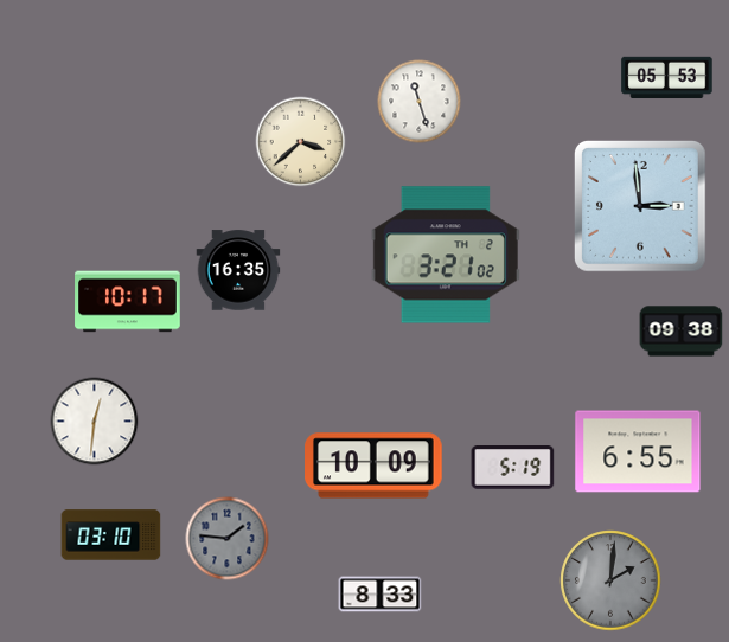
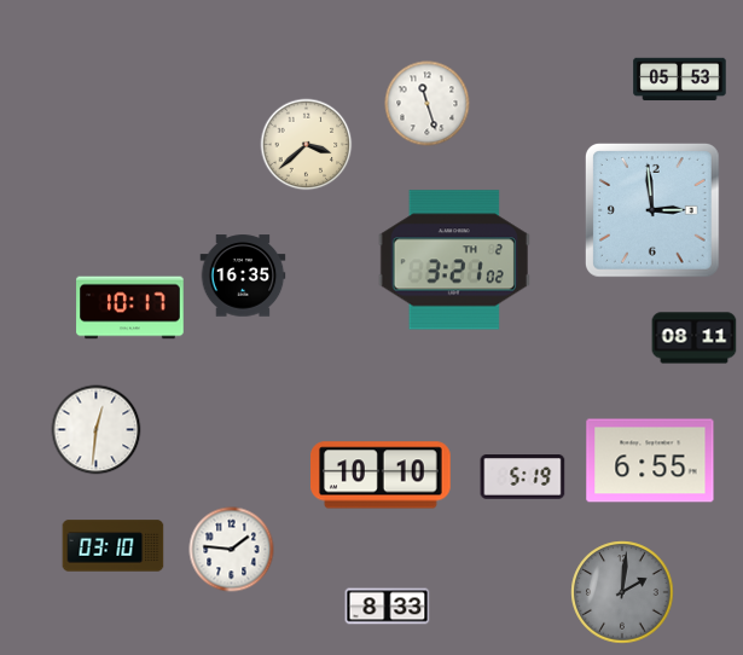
clock at (682, 332): 09:38 -> 08:11
clock at (375, 466): 10:09 -> 10:10
clock at (228, 539) dial: grey -> white
